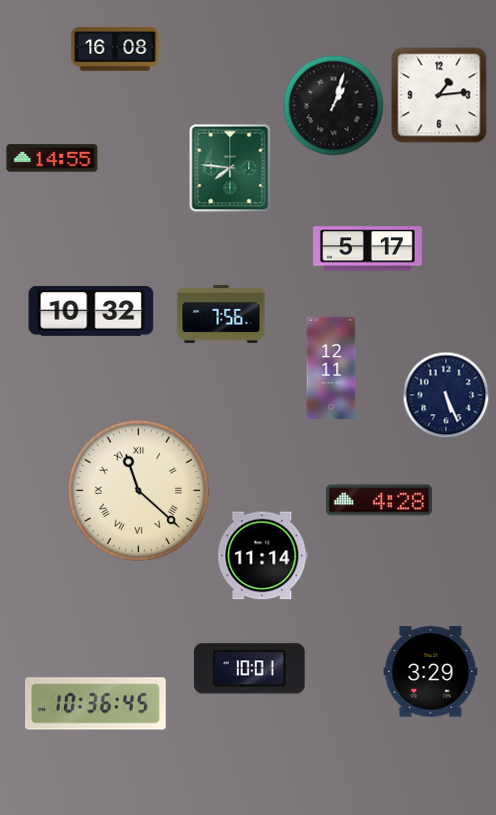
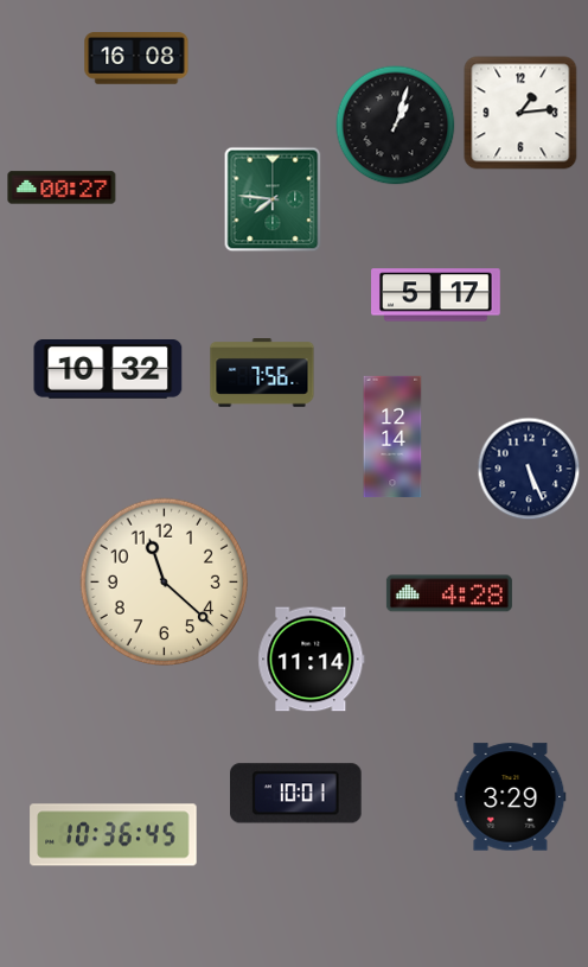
clock at (52, 158): 14:55 -> 00:27
clock at (331, 368): 12:11 -> 12:14
clock at (139, 491) numerals: Roman -> Arabic
